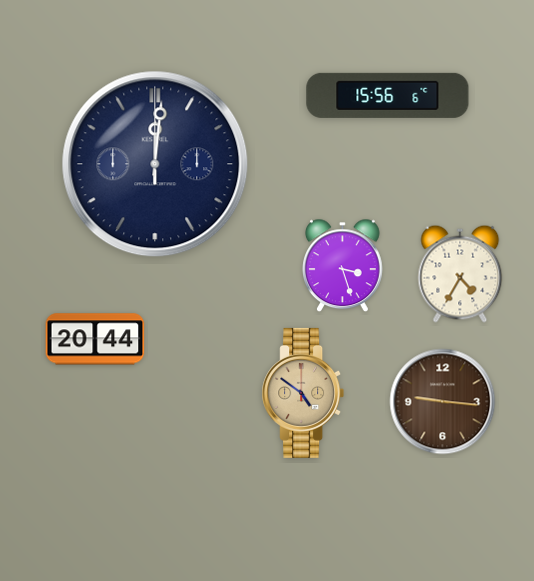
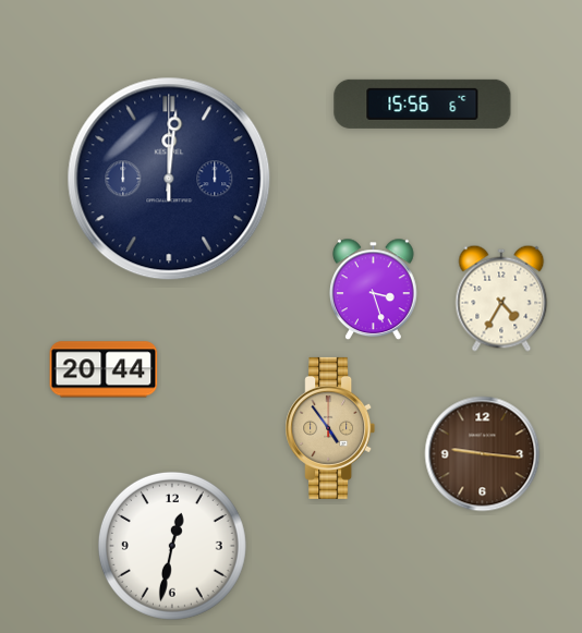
clock at (303, 393): 4:51 -> 4:54
clock at (443, 402) position: (443, 402) -> (483, 454)
clock at (172, 546): none -> 12:32
